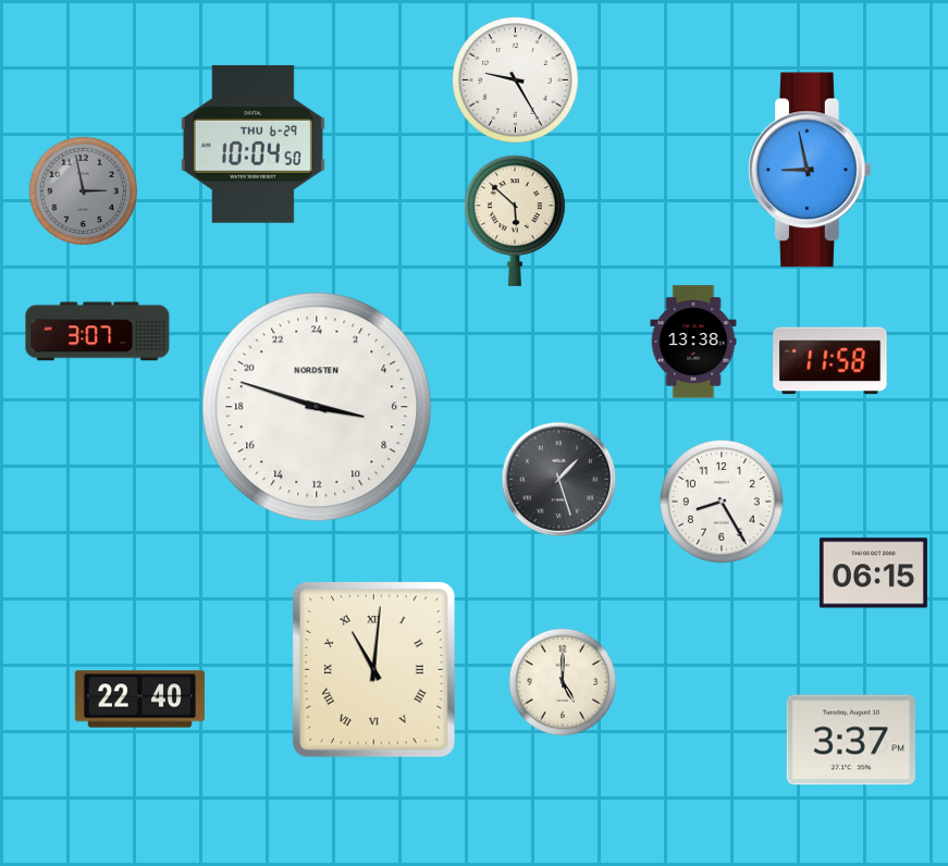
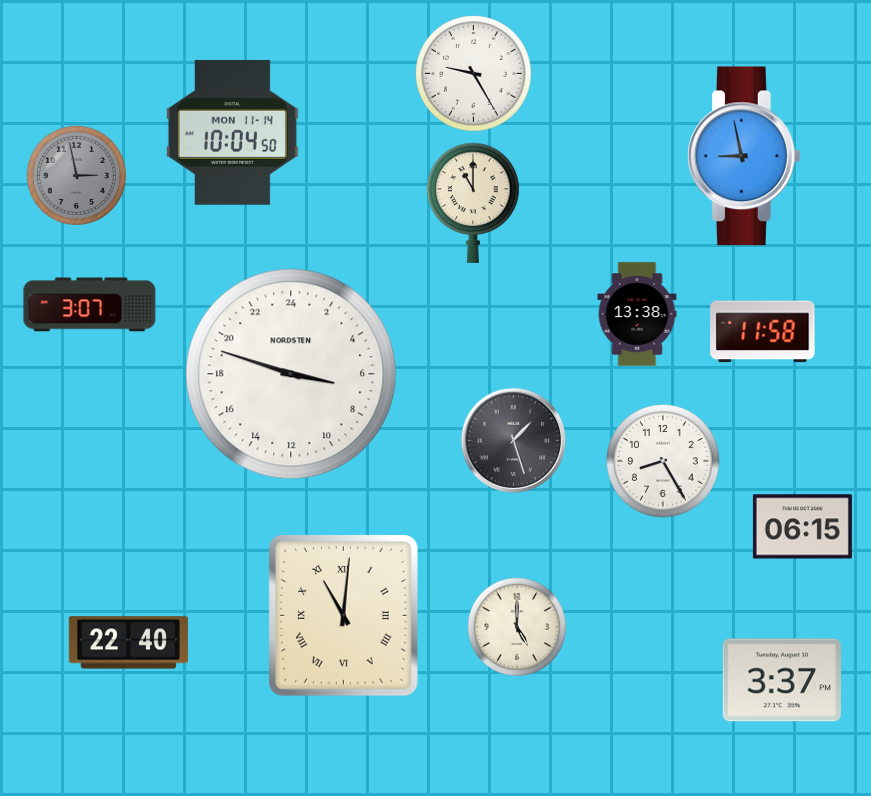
clock at (253, 144) date: THU 6-29 -> MON 11-14
clock at (515, 221): 5:52 -> 11:00
